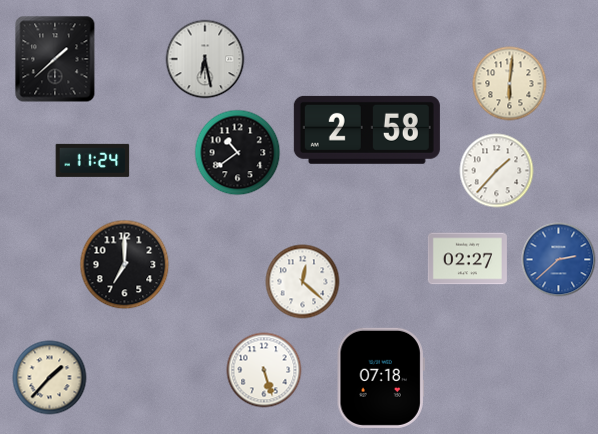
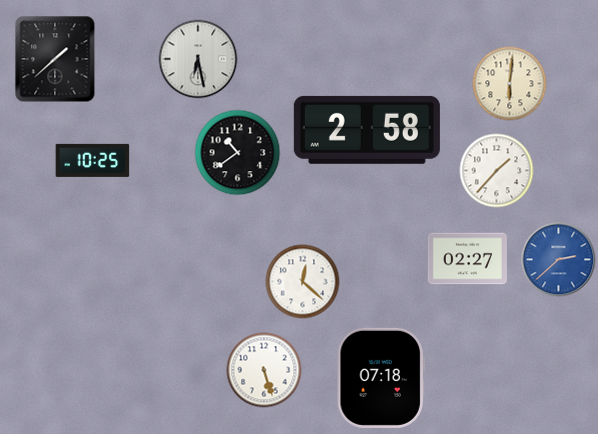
clock at (205, 59) position: (205, 59) -> (198, 59)
clock at (93, 160): 11:24 -> 10:25
clock at (125, 265): 7:00 -> none
clock at (50, 378): 1:37 -> none
